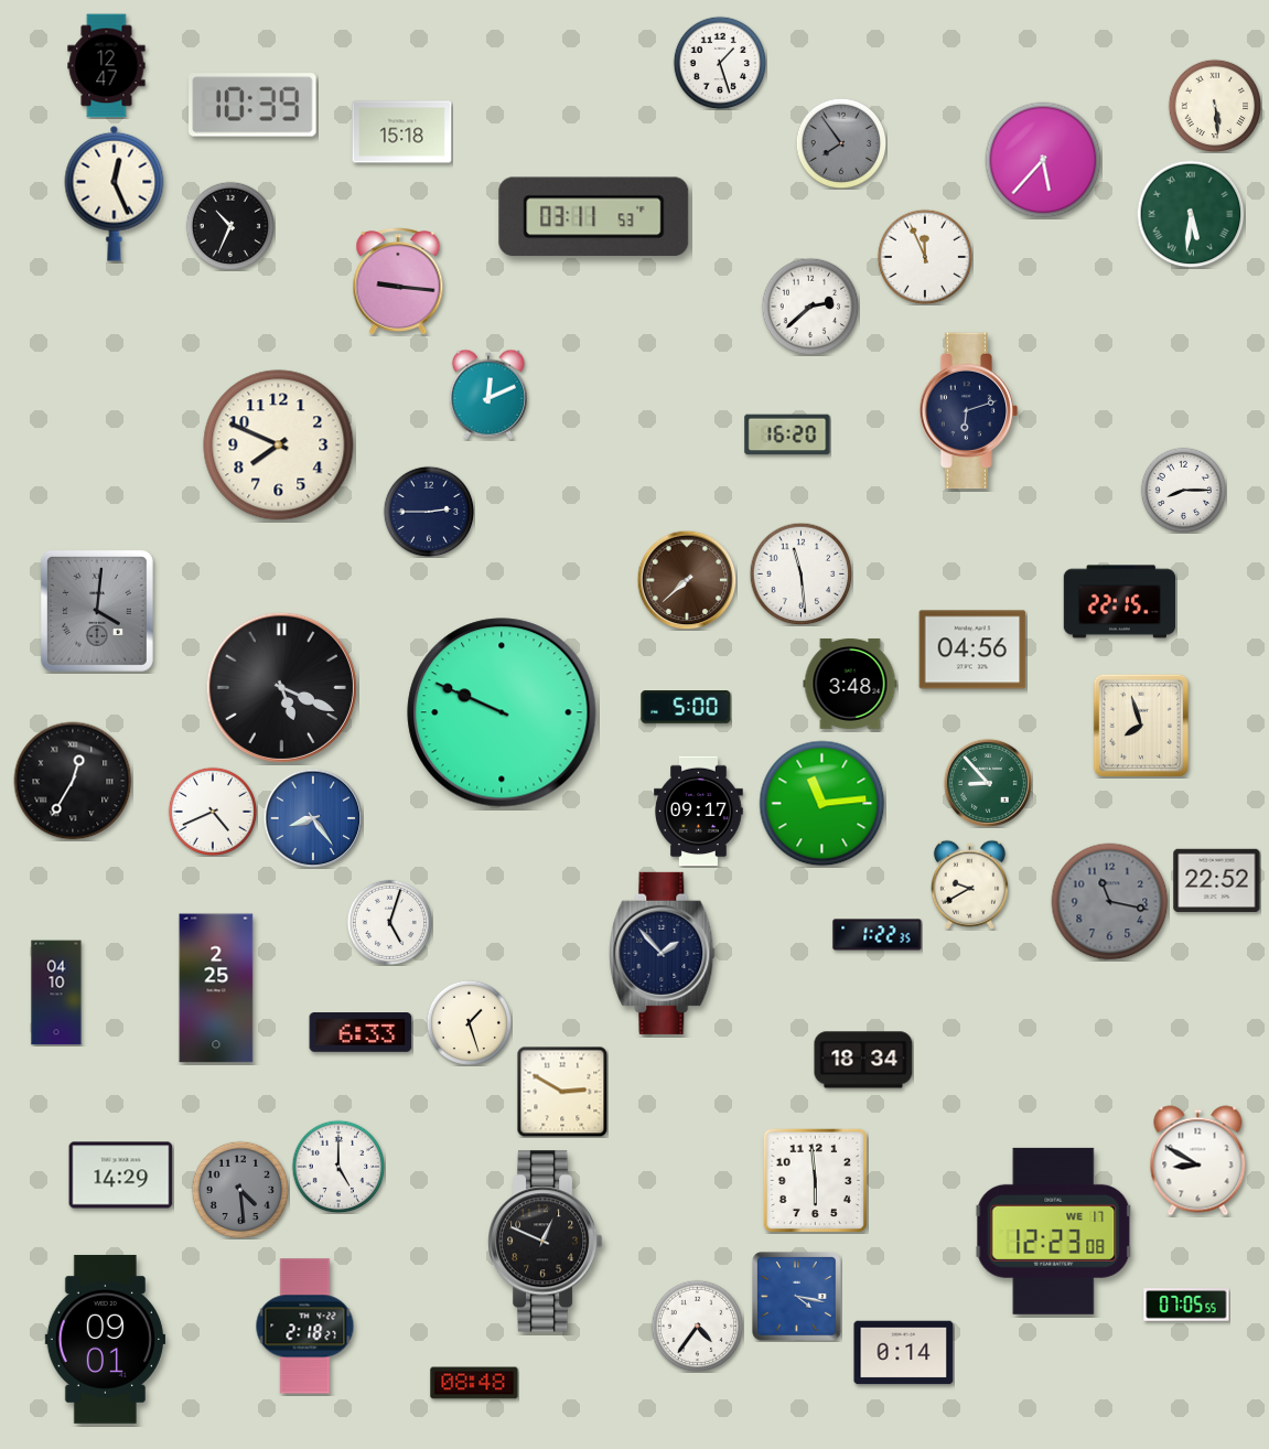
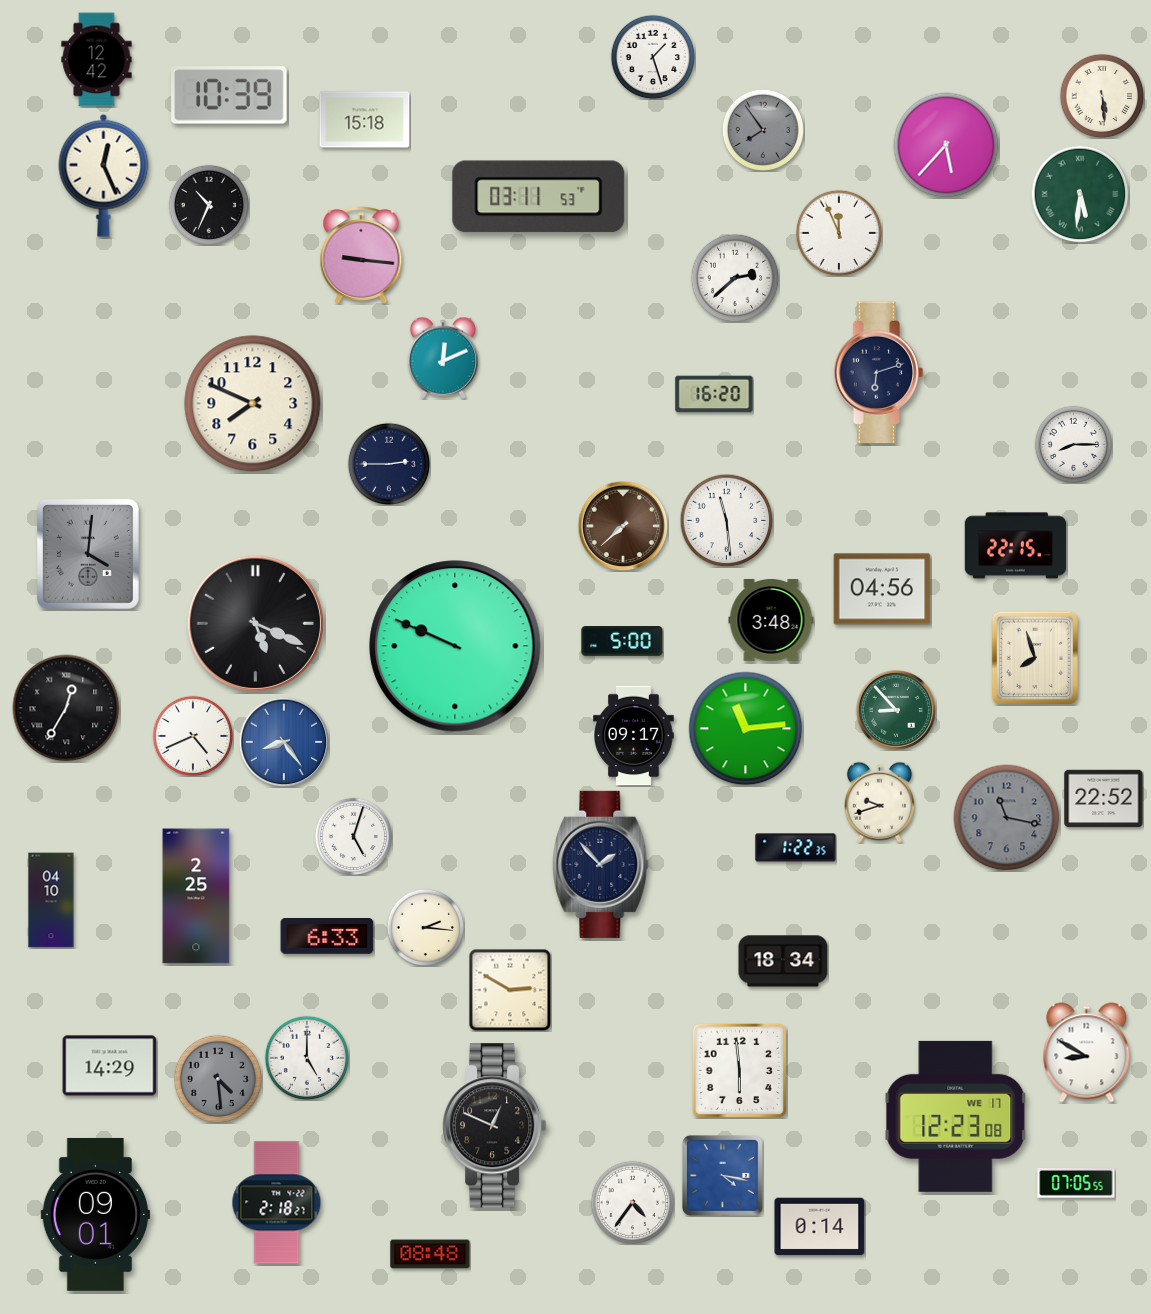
clock at (107, 66): 12:47 -> 12:42
clock at (969, 884): 9:40 -> 9:42
clock at (469, 1022): 1:27 -> 2:16
